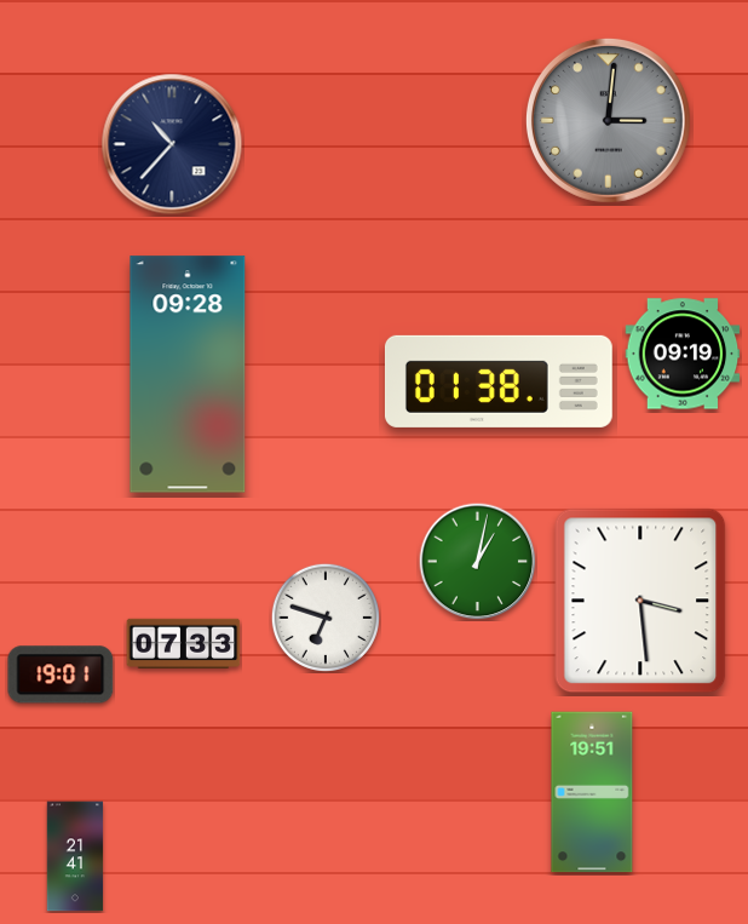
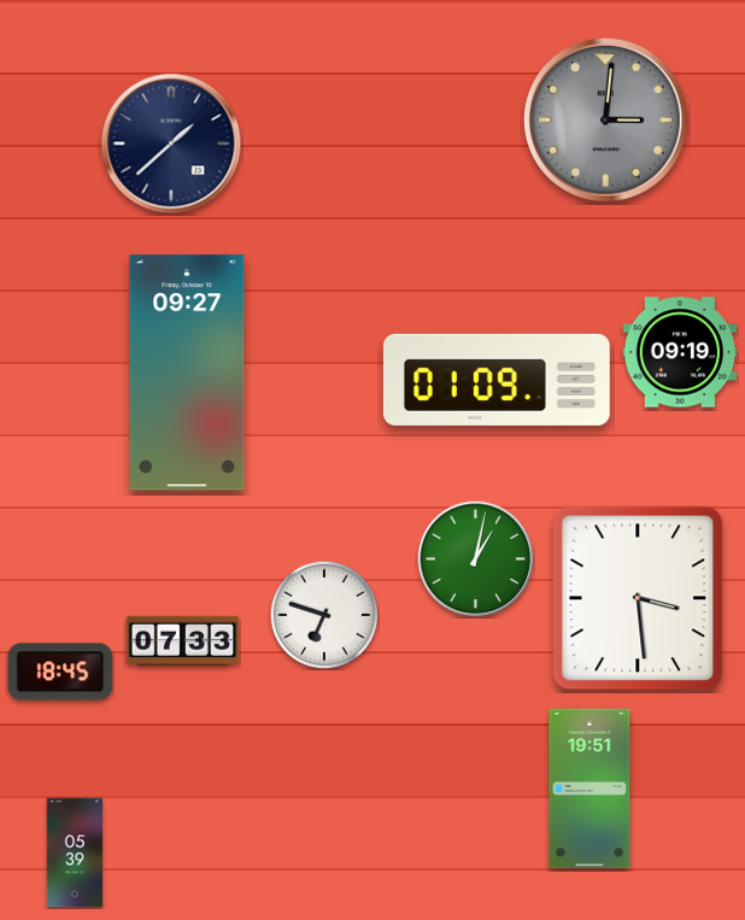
clock at (172, 144): 10:37 -> 1:38
clock at (188, 374): 09:28 -> 09:27
clock at (499, 381): 01:38 -> 01:09
clock at (61, 675): 19:01 -> 18:45
clock at (75, 856): 21:41 -> 05:39
